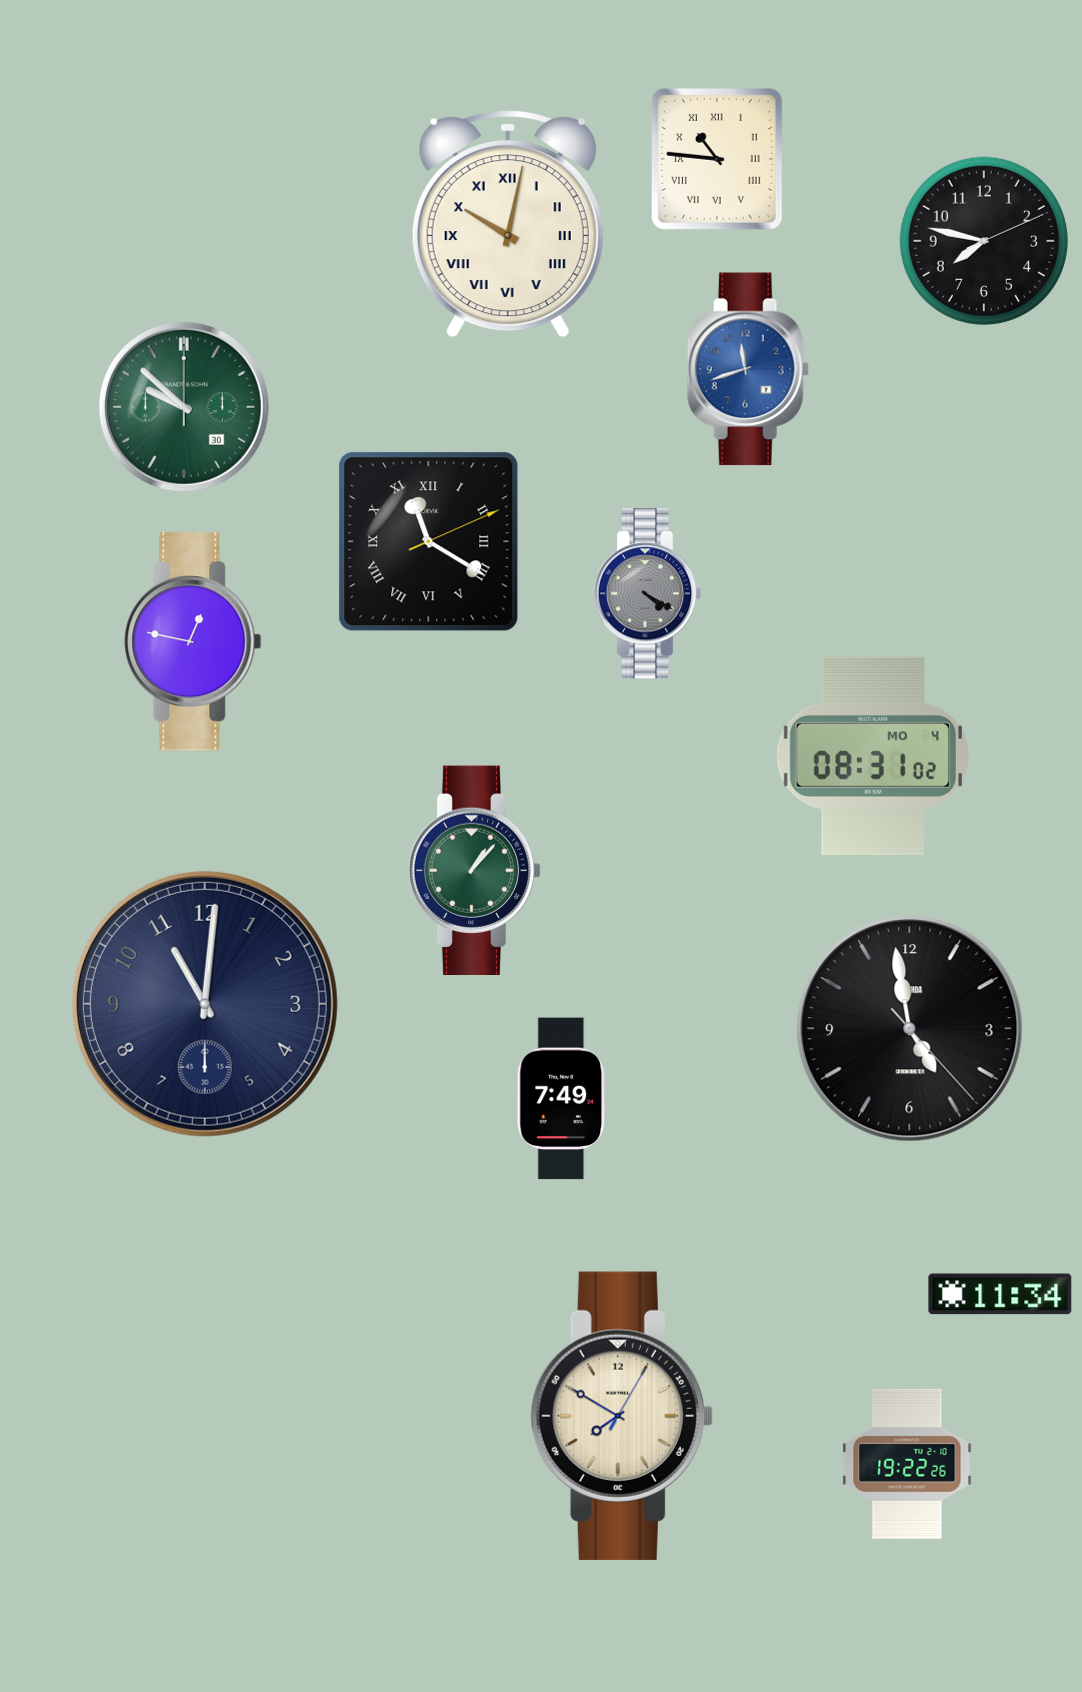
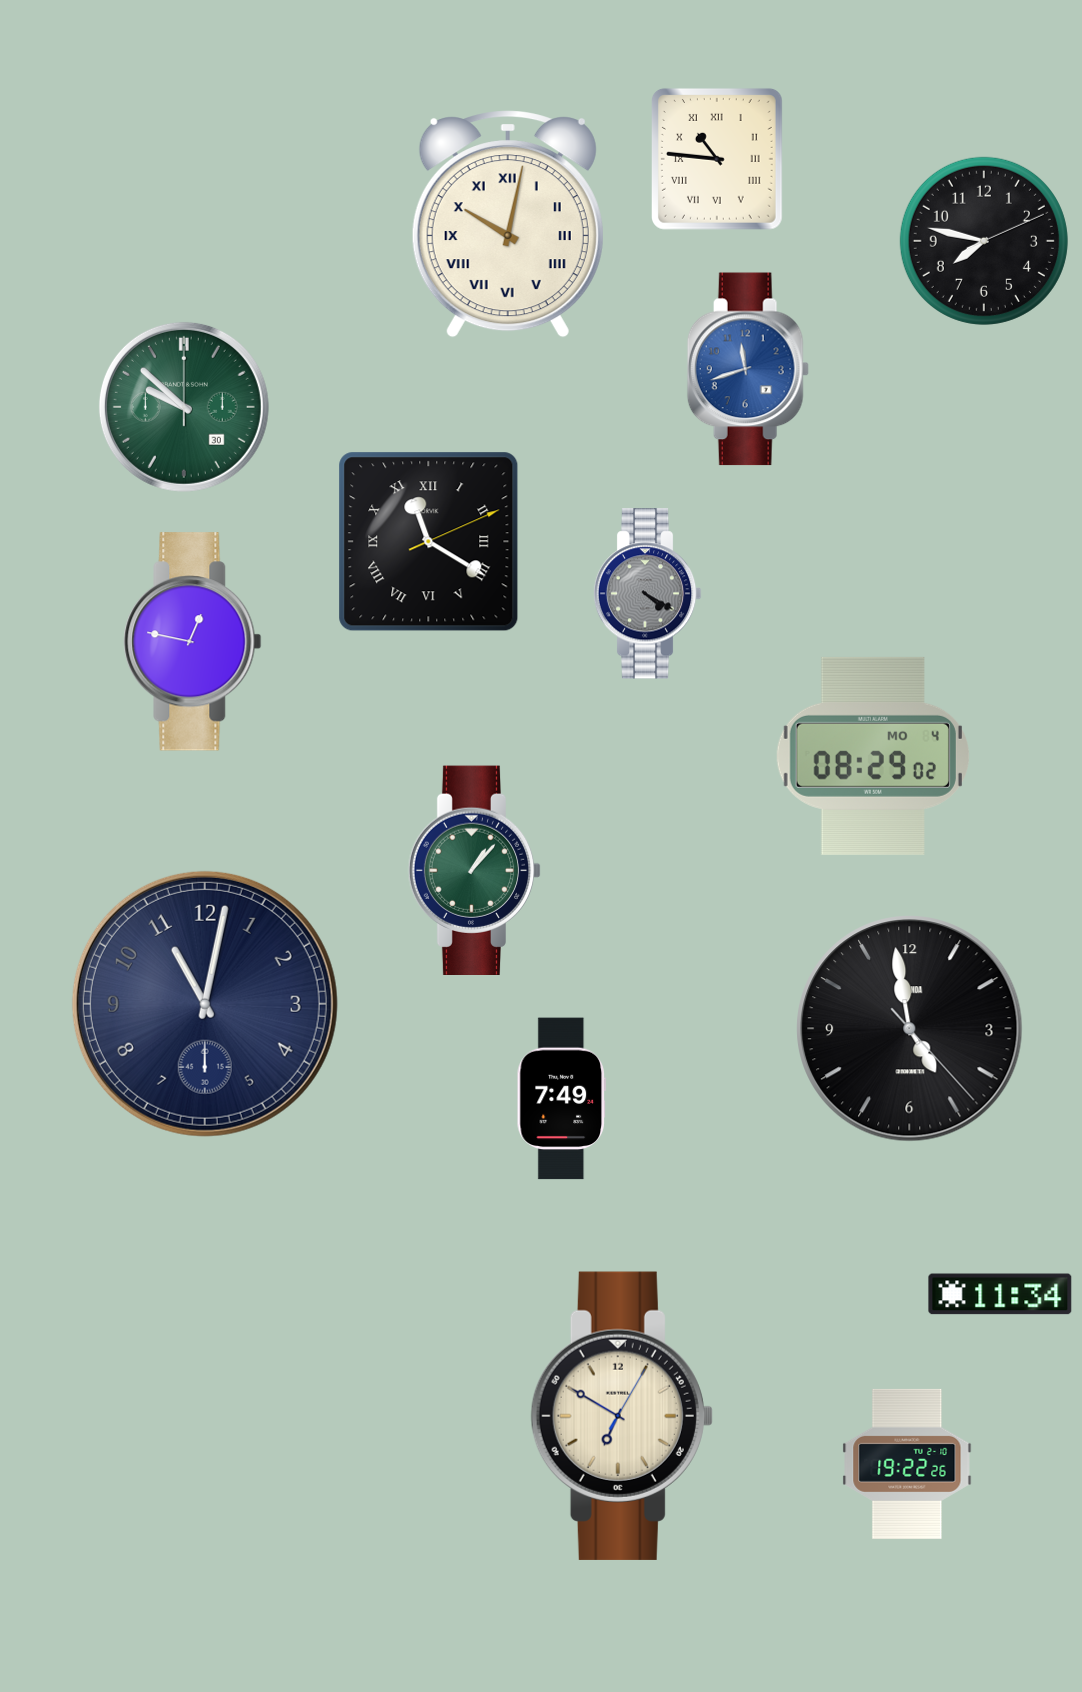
clock at (873, 756): 08:31 -> 08:29
clock at (205, 1004): 11:01 -> 11:02
clock at (622, 1416): 7:50 -> 6:50
